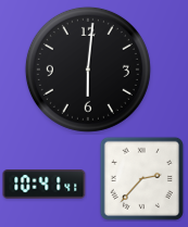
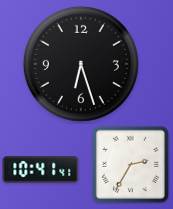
clock at (88, 70): 6:01 -> 6:27
clock at (141, 178): 2:37 -> 2:35
